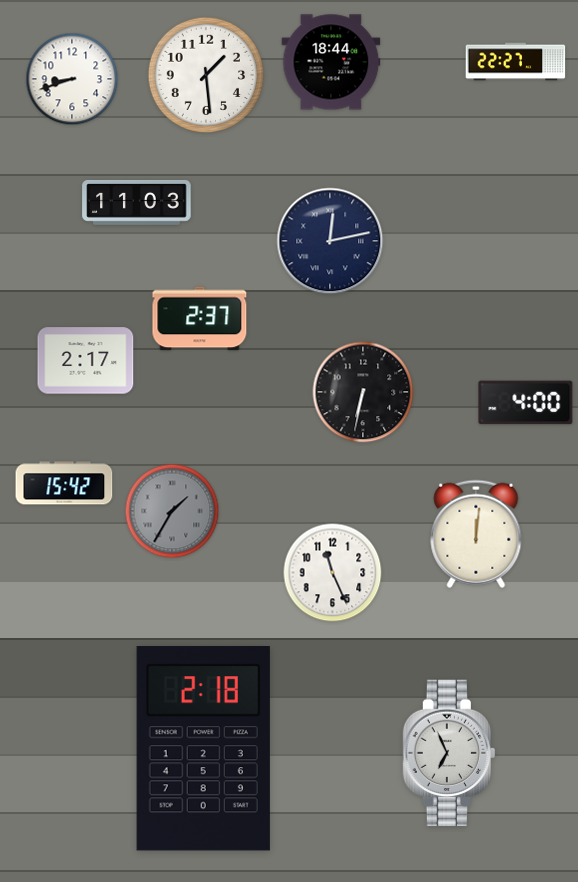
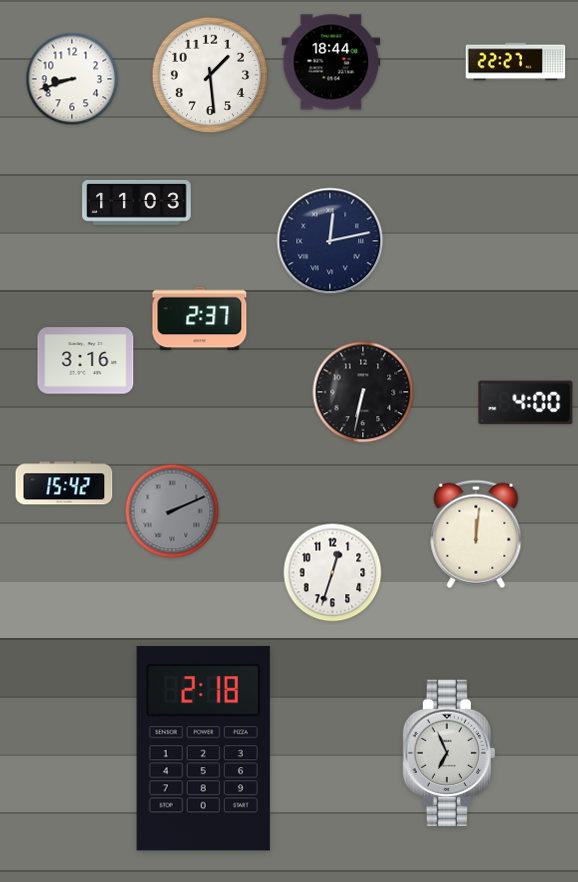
clock at (205, 74) position: (205, 74) -> (209, 74)
clock at (86, 361): 2:17 -> 3:16
clock at (172, 511): 1:35 -> 2:11
clock at (333, 573): 11:26 -> 12:33
